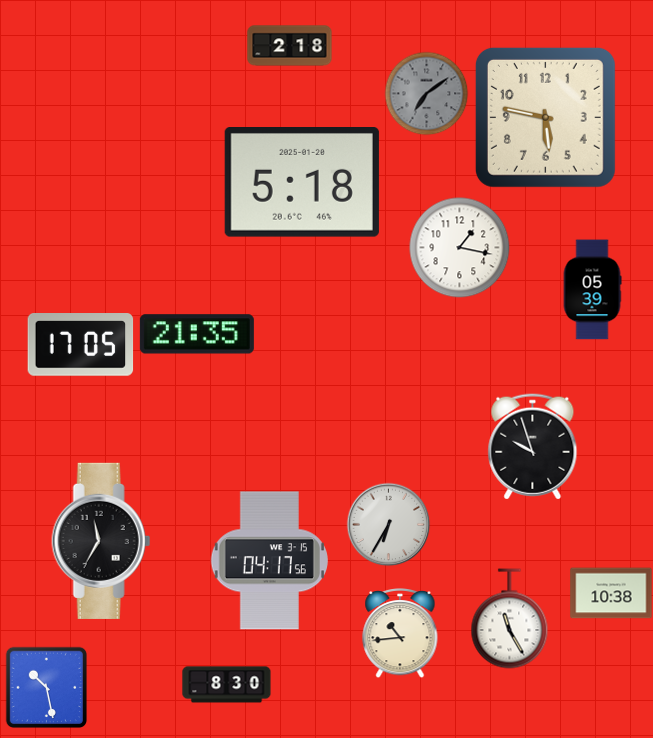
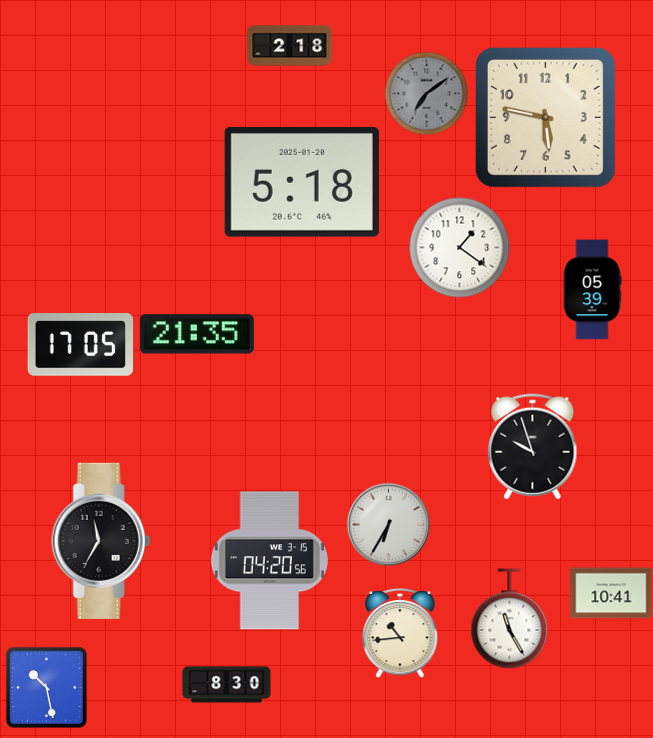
clock at (460, 248): 1:17 -> 1:21
clock at (269, 561): 04:17 -> 04:20
clock at (611, 593): 10:38 -> 10:41
